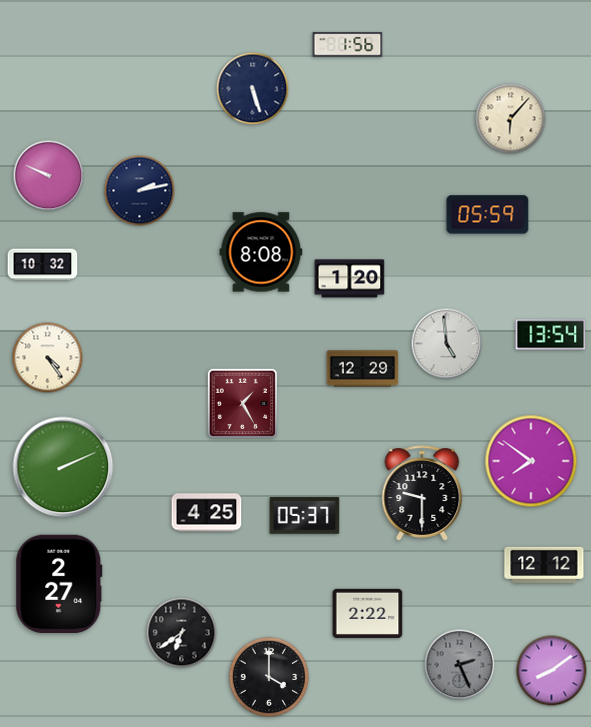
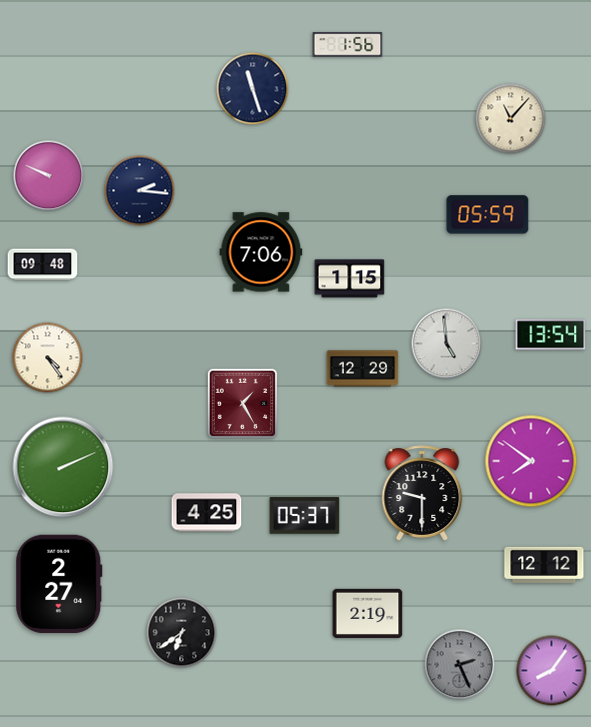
clock at (253, 89): 5:27 -> 11:27
clock at (511, 119): 6:07 -> 11:07
clock at (140, 191): 2:13 -> 2:16
clock at (261, 252): 8:08 -> 7:06
clock at (43, 265): 10:32 -> 09:48
clock at (350, 279): 1:20 -> 1:15
clock at (368, 613): 2:22 -> 2:19
clock at (552, 671): 8:09 -> 8:06
clock at (269, 677): 4:00 -> none
